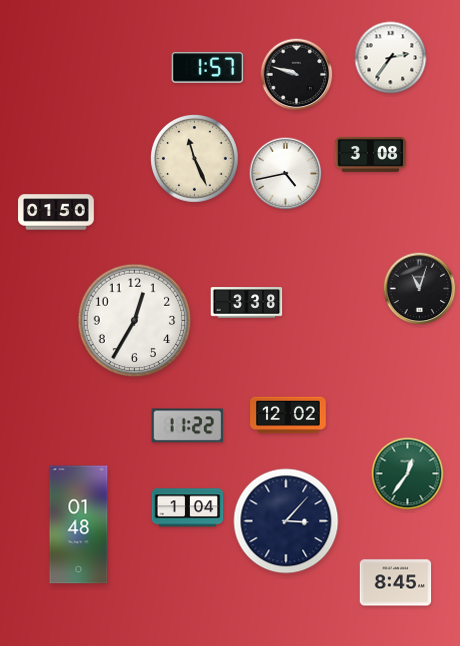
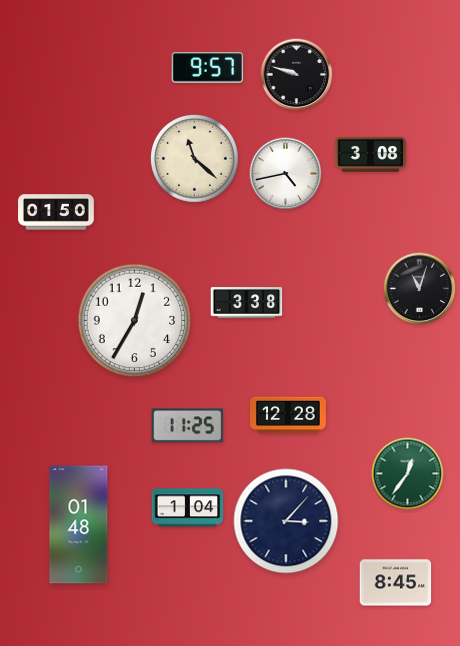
clock at (391, 58): 2:36 -> none
clock at (208, 68): 1:57 -> 9:57
clock at (195, 159): 11:26 -> 11:22
clock at (288, 415): 12:02 -> 12:28
clock at (188, 426): 11:22 -> 11:25
